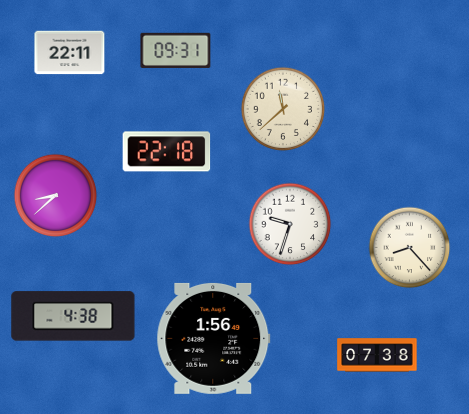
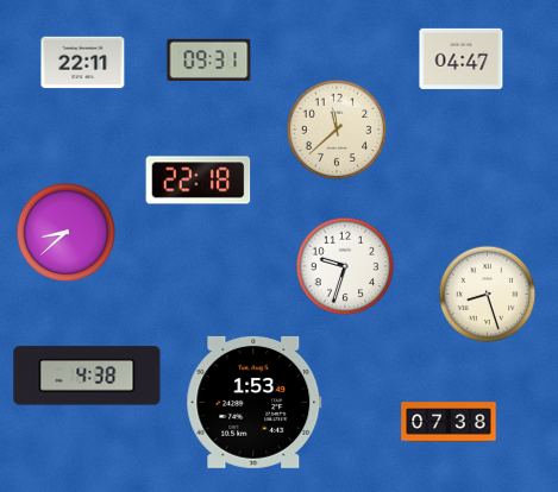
clock at (462, 58): none -> 04:47
clock at (410, 248): 8:23 -> 8:27
clock at (214, 338): 1:56 -> 1:53
